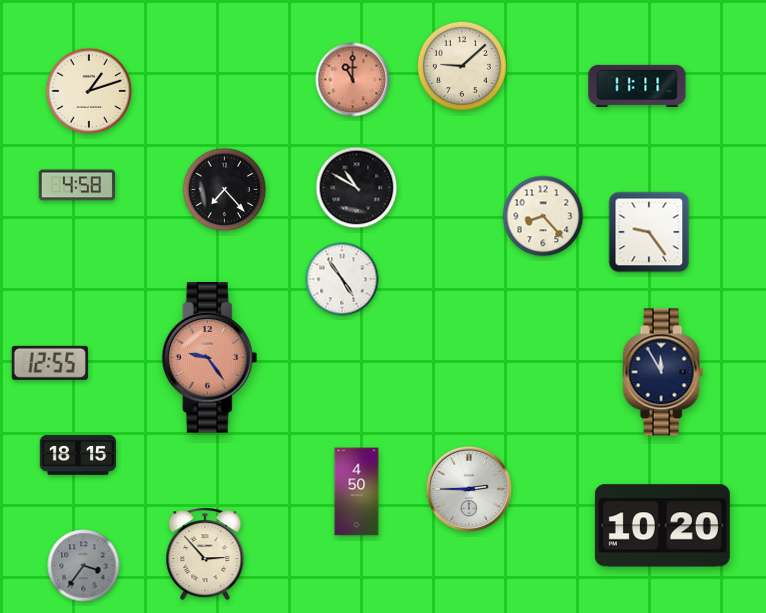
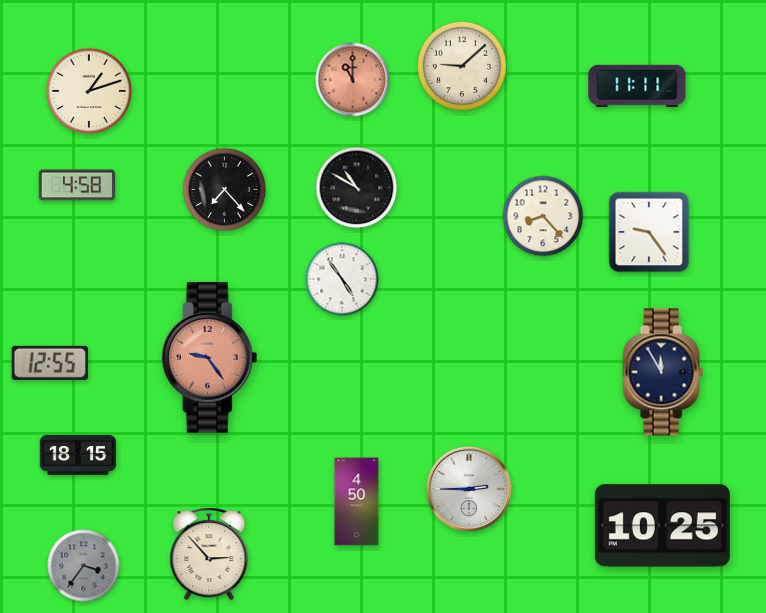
clock at (357, 492) position: (357, 492) -> (357, 502)
clock at (662, 526): 10:20 -> 10:25
clock at (205, 554) position: (205, 554) -> (209, 554)
